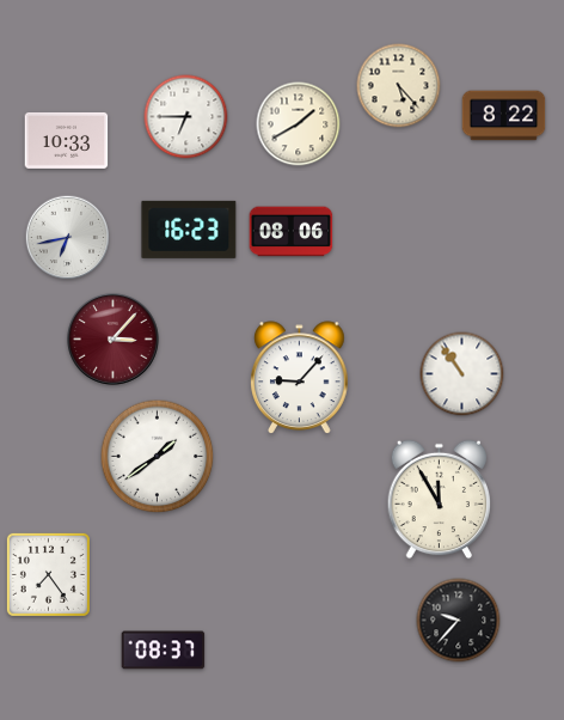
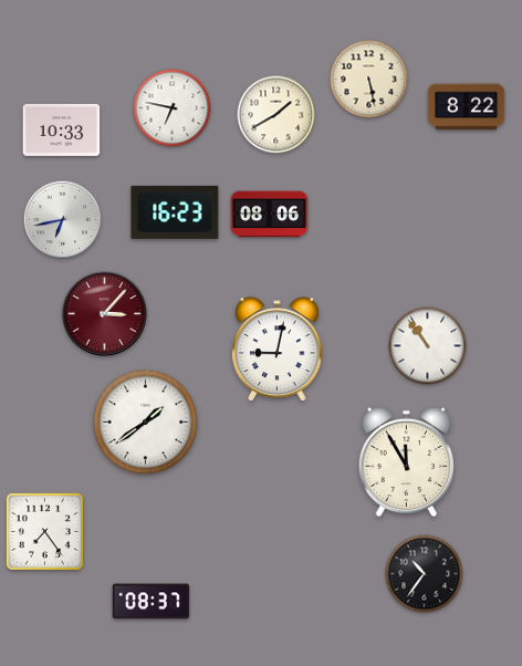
clock at (399, 86): 5:23 -> 5:28
clock at (186, 117): 6:45 -> 6:47
clock at (300, 377): 9:07 -> 9:02
clock at (459, 621): 9:37 -> 10:36
